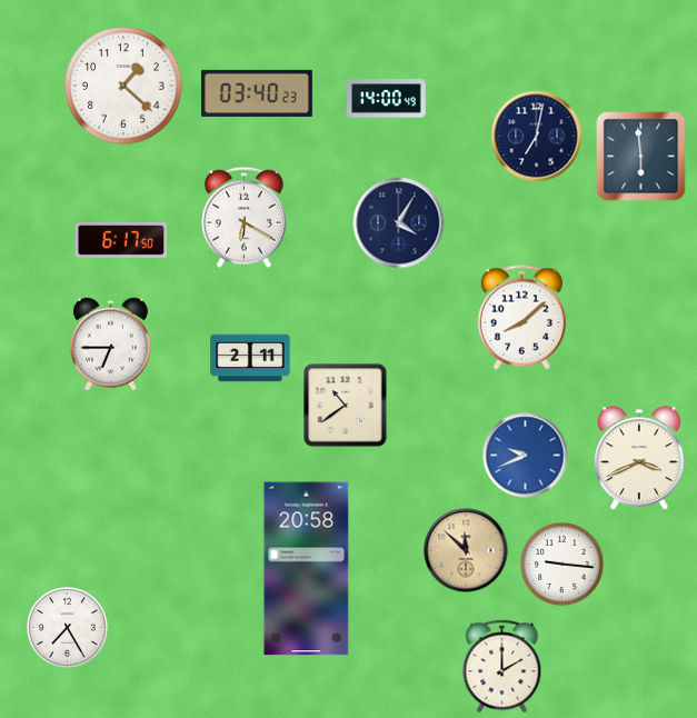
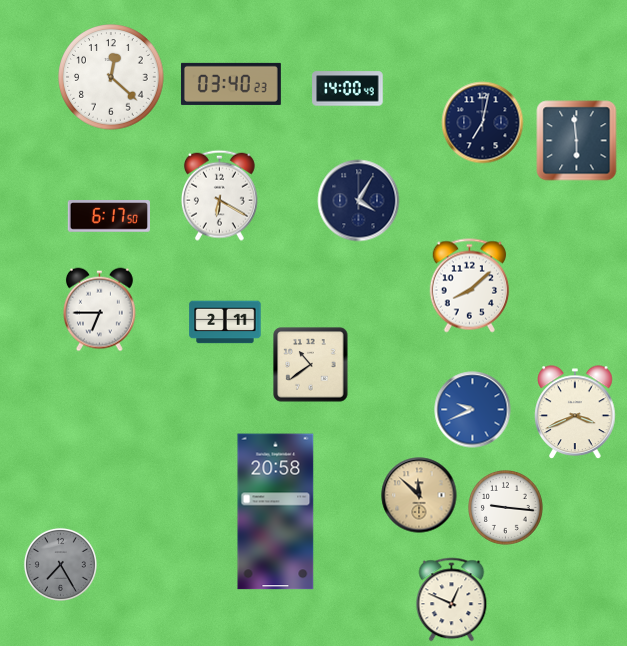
clock at (123, 86): 1:22 -> 12:22
clock at (67, 627) dial: white -> grey
clock at (502, 667): 2:00 -> 12:49
